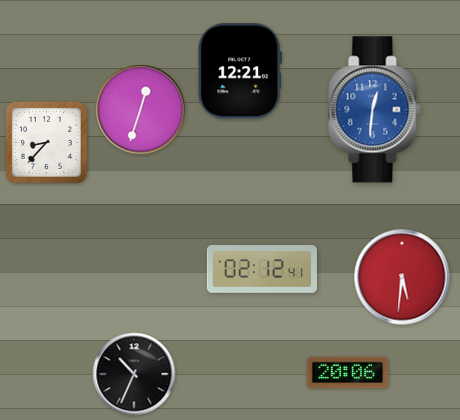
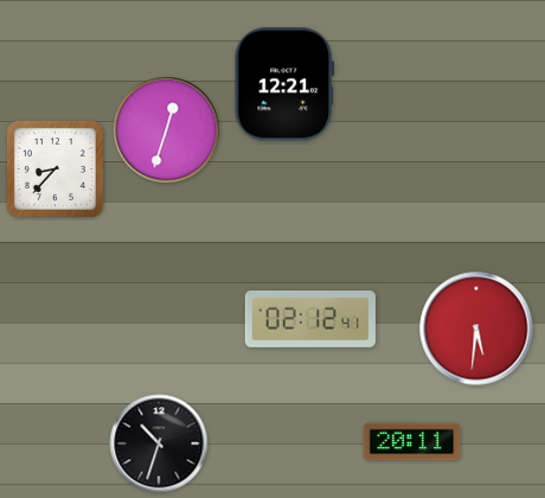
clock at (375, 110): 12:31 -> none
clock at (348, 373): 20:06 -> 20:11
clock at (134, 374): 10:34 -> 10:33
